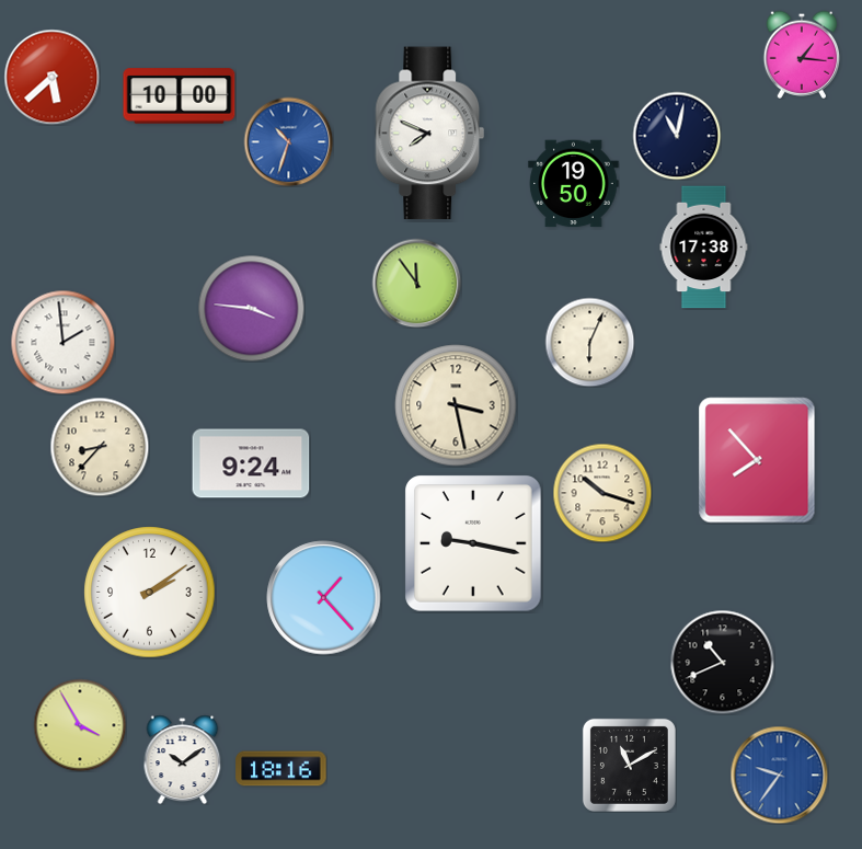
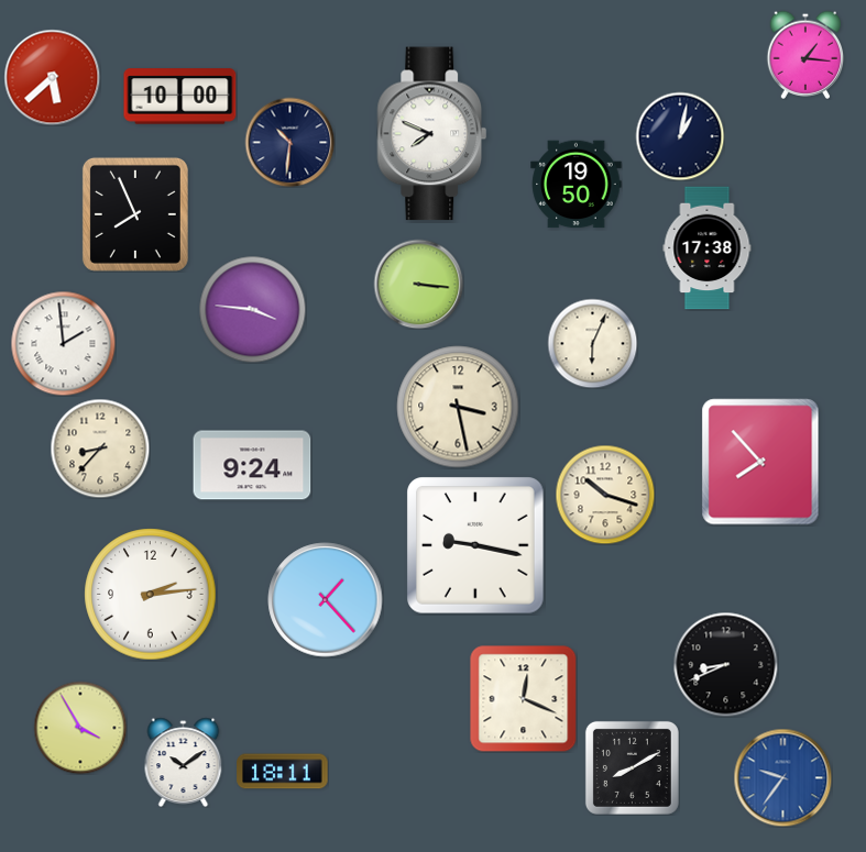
clock at (677, 136): 11:02 -> 1:02
clock at (288, 141): 10:33 -> 10:31
clock at (288, 141) dial: blue -> navy
clock at (135, 214): none -> 7:56
clock at (416, 283): 11:54 -> 3:16
clock at (150, 593): 2:09 -> 2:14
clock at (722, 662): 10:41 -> 8:41
clock at (524, 699): none -> 12:19
clock at (629, 765): 11:10 -> 8:10
clock at (281, 769): 18:16 -> 18:11
